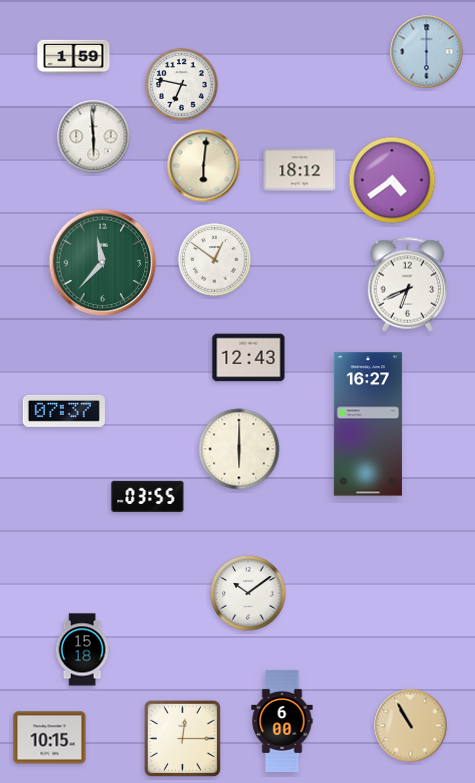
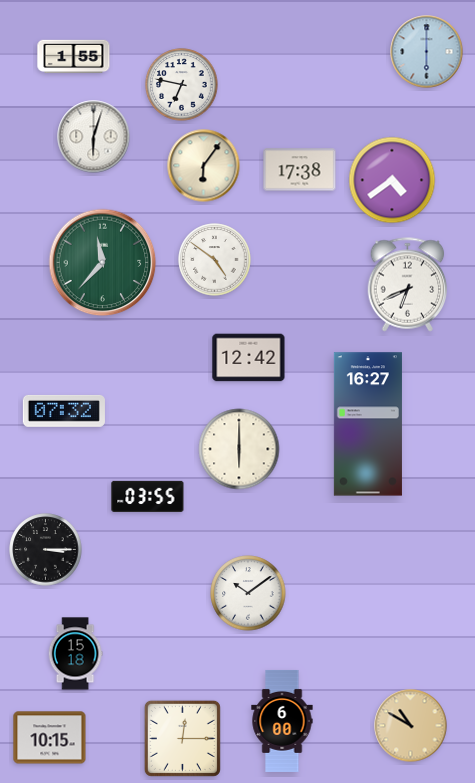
clock at (74, 57): 1:59 -> 1:55
clock at (94, 137): 5:59 -> 6:03
clock at (204, 166): 6:01 -> 6:06
clock at (300, 170): 18:12 -> 17:38
clock at (215, 260): 12:51 -> 4:51
clock at (249, 358): 12:43 -> 12:42
clock at (64, 411): 07:37 -> 07:32
clock at (46, 550): none -> 3:15
clock at (82, 650) position: (82, 650) -> (75, 654)
clock at (411, 726): 10:55 -> 10:50
